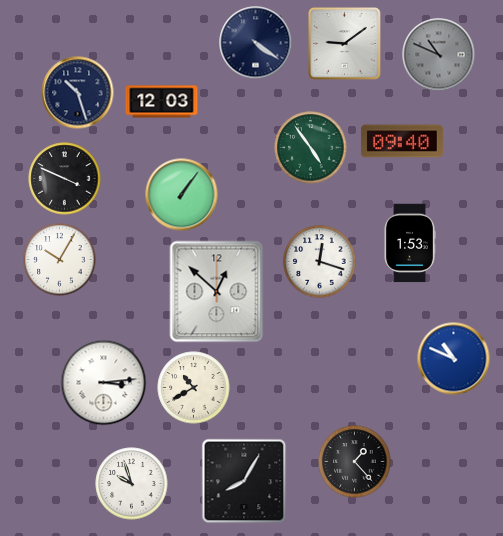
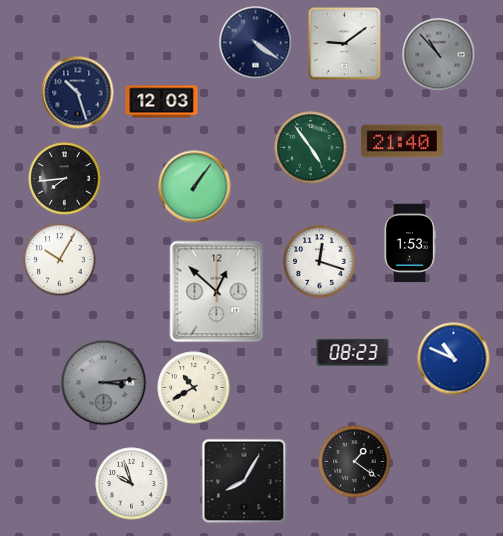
clock at (439, 55): 10:49 -> 10:53
clock at (402, 141): 09:40 -> 21:40
clock at (65, 179): 3:49 -> 7:44
clock at (182, 195) position: (182, 195) -> (195, 187)
clock at (353, 352): none -> 08:23
clock at (104, 383) dial: white -> grey
clock at (355, 462): 1:23 -> 1:21
